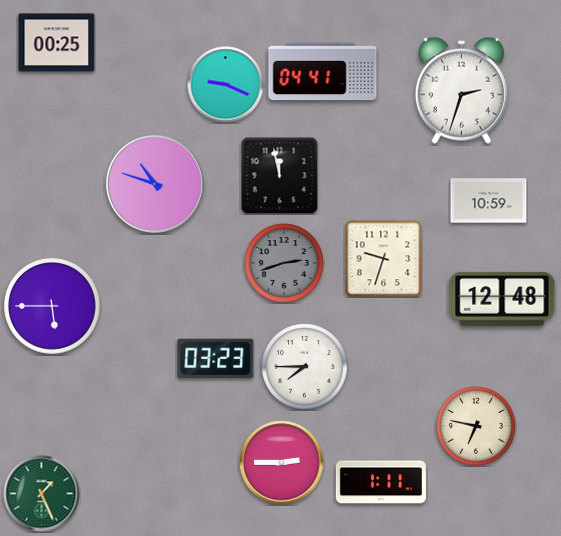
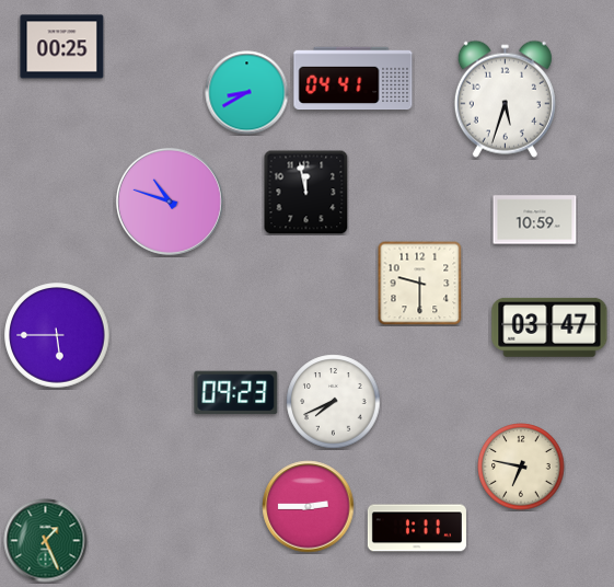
clock at (226, 85): 9:19 -> 8:40
clock at (461, 90): 2:33 -> 5:33
clock at (383, 258): 9:33 -> 9:30
clock at (284, 263): 2:42 -> none
clock at (502, 299): 12:48 -> 03:47
clock at (216, 359): 03:23 -> 09:23
clock at (305, 367): 7:45 -> 7:41
